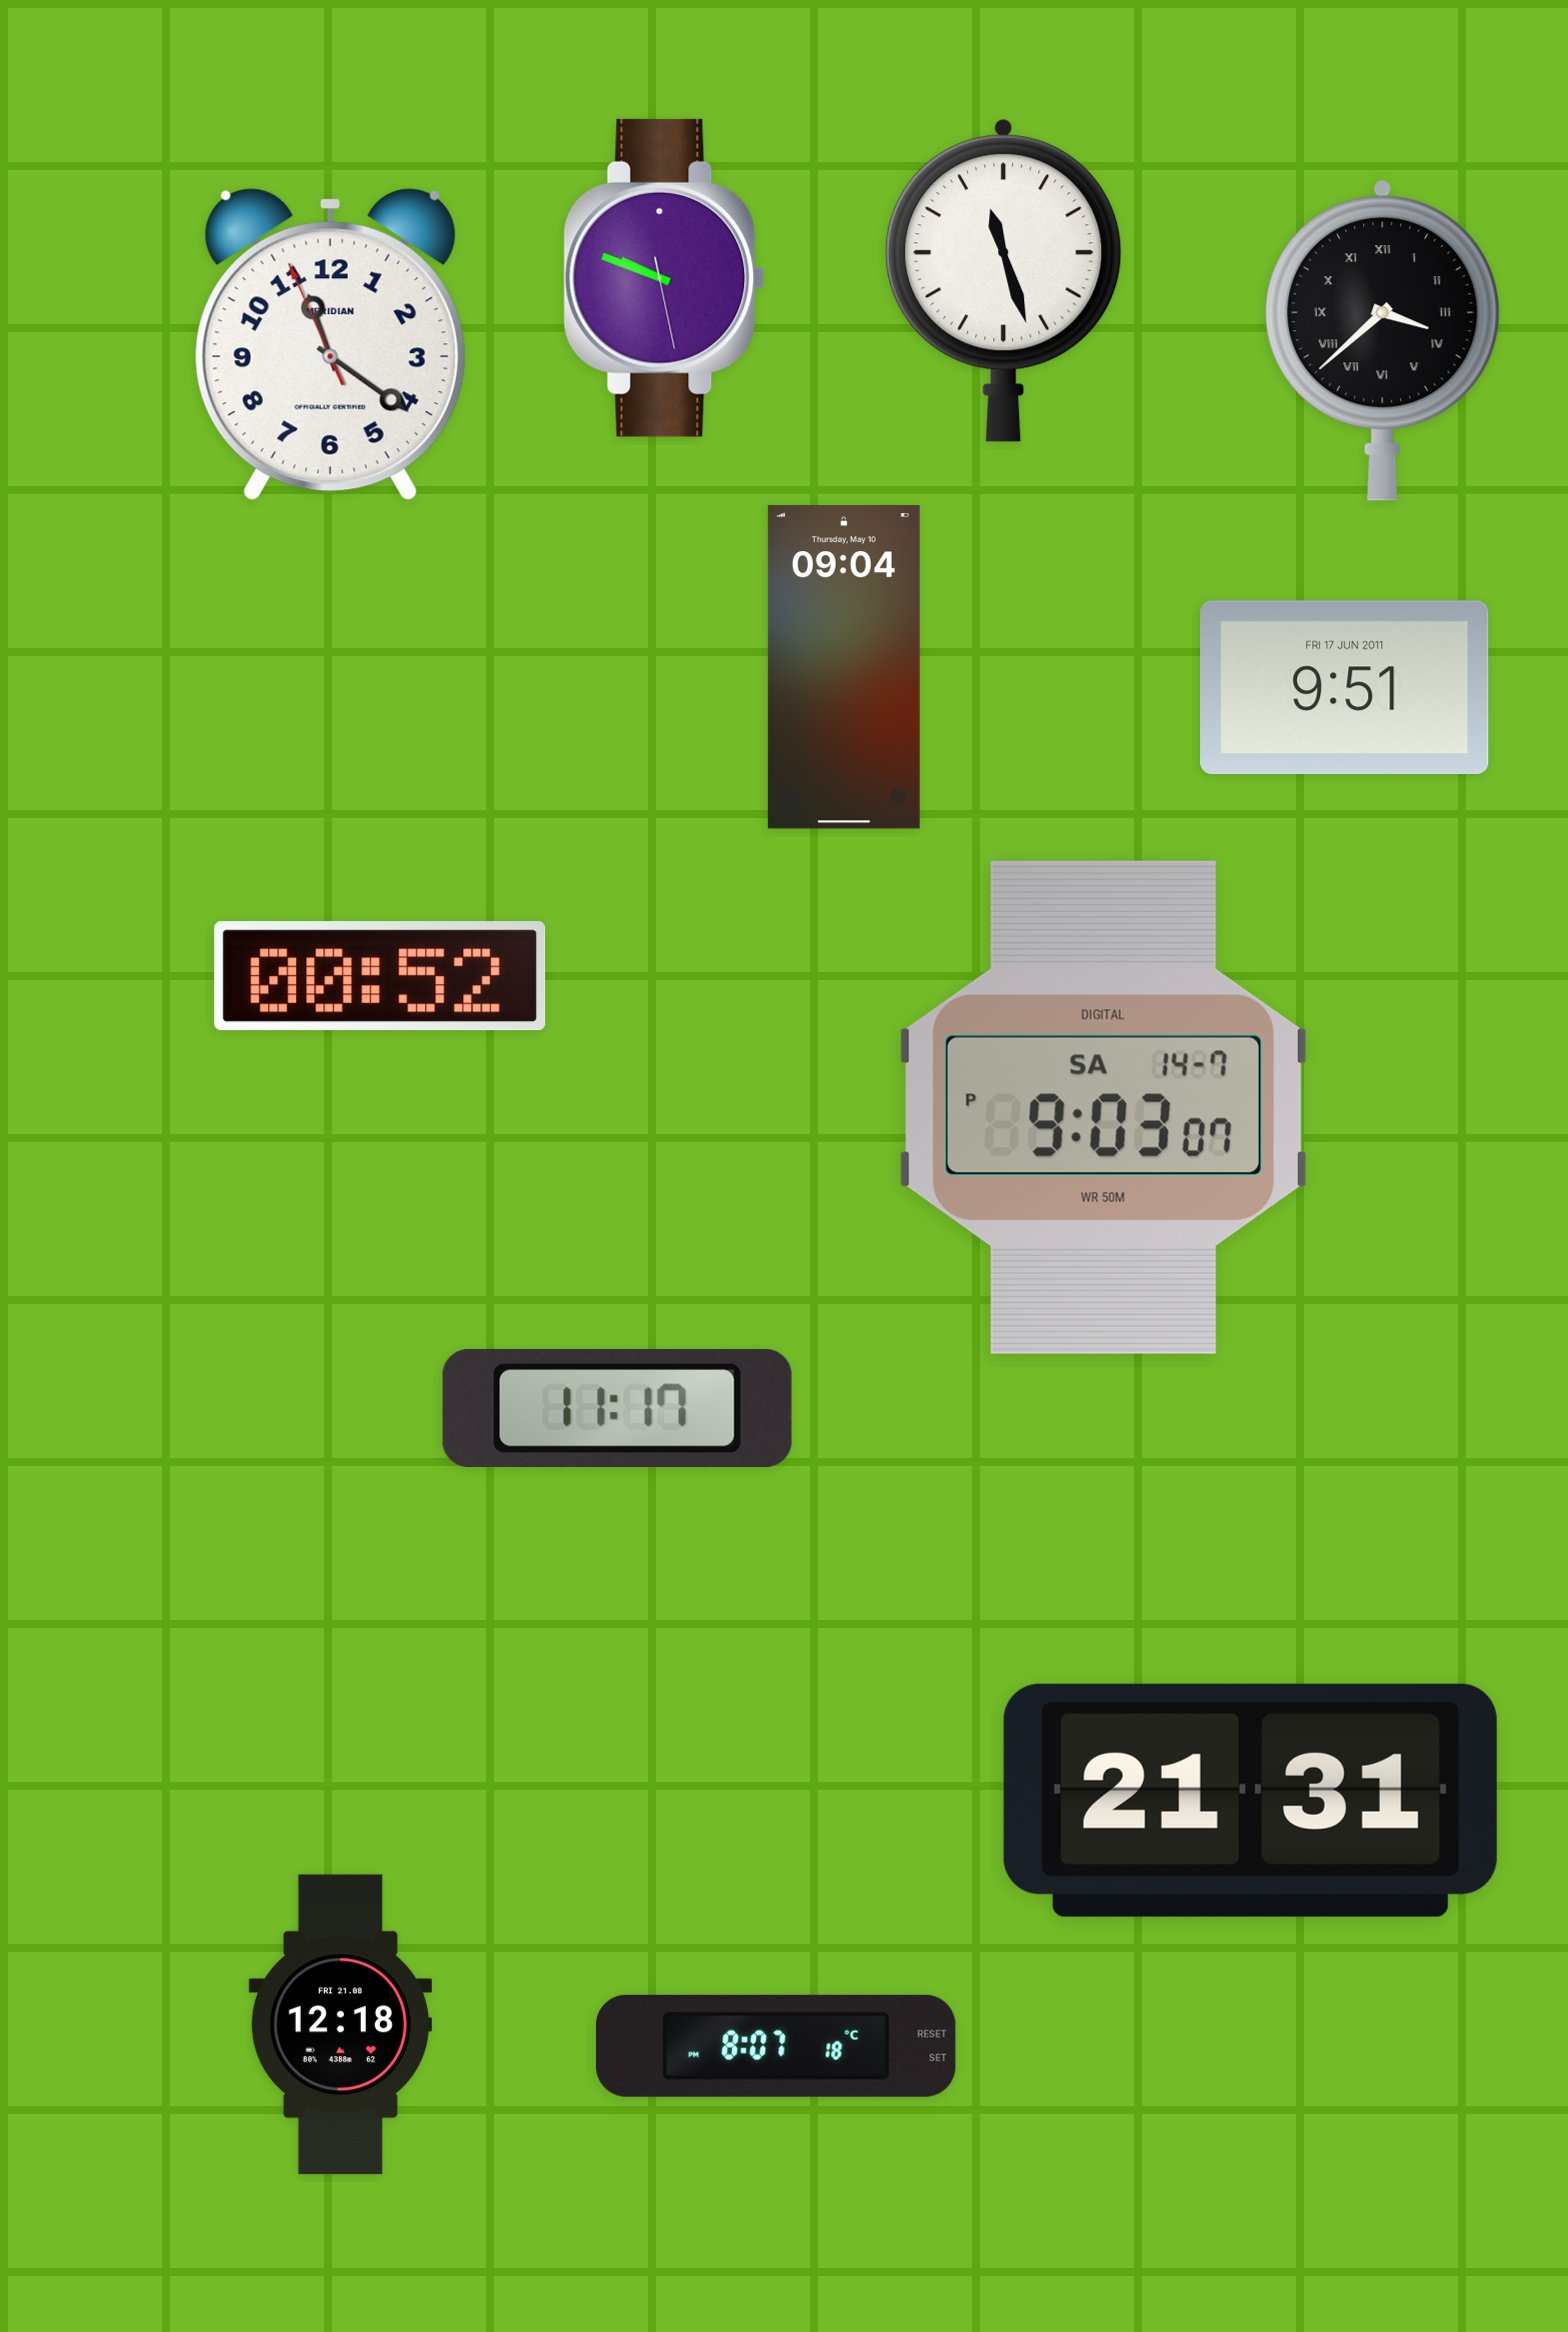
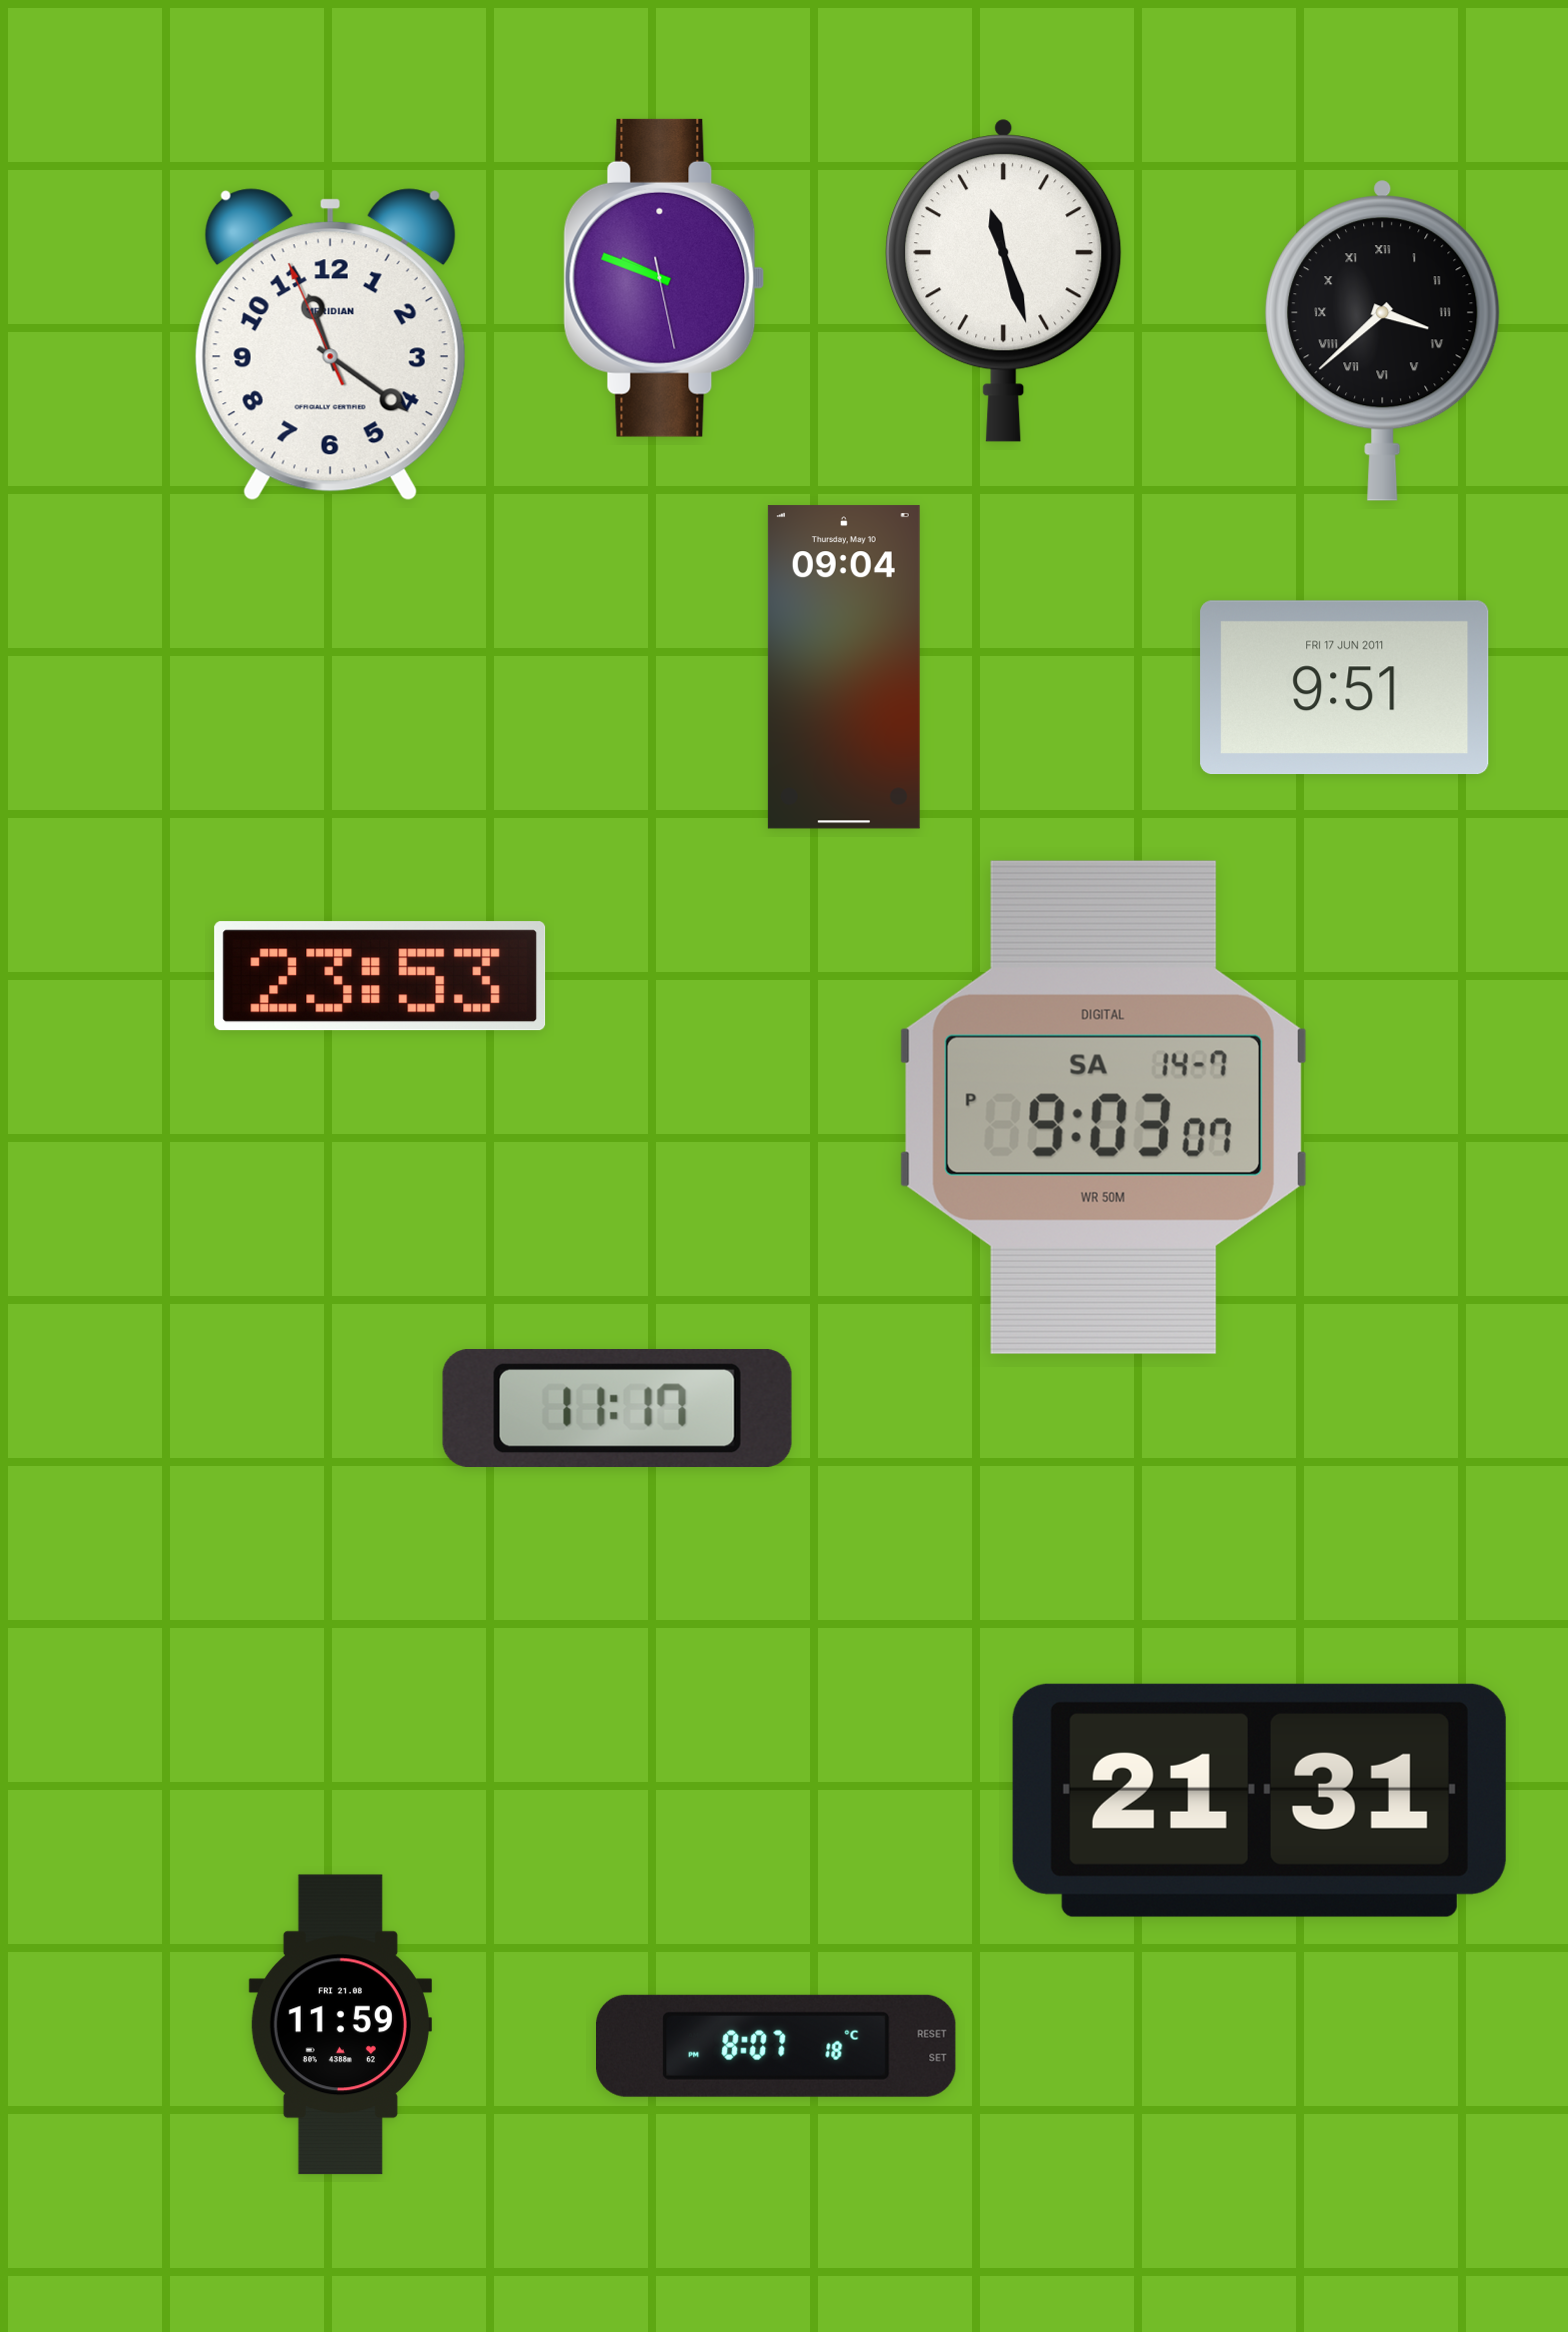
clock at (380, 976): 00:52 -> 23:53
clock at (1250, 1800) position: (1250, 1800) -> (1259, 1800)
clock at (340, 2025): 12:18 -> 11:59
